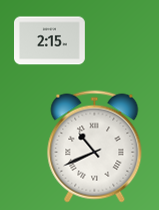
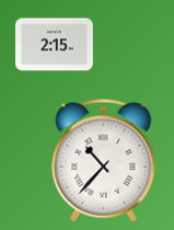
clock at (95, 147): 10:41 -> 10:37
